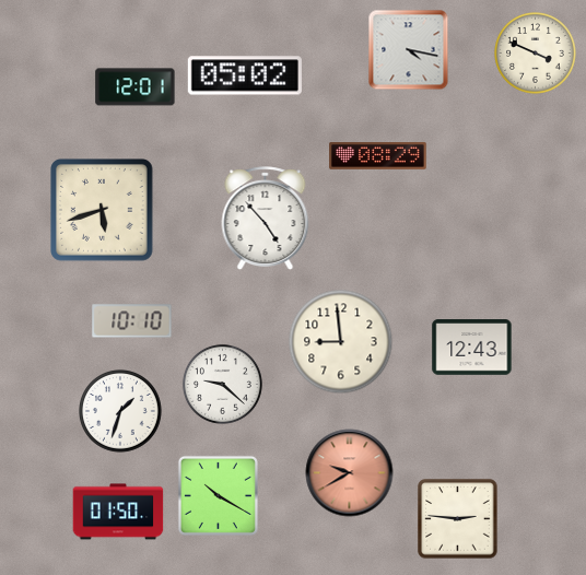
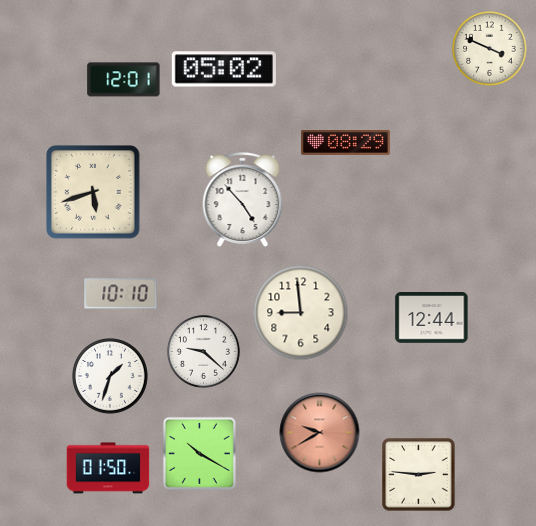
clock at (409, 50): 4:17 -> none
clock at (341, 342) position: (341, 342) -> (301, 313)
clock at (472, 348): 12:43 -> 12:44
